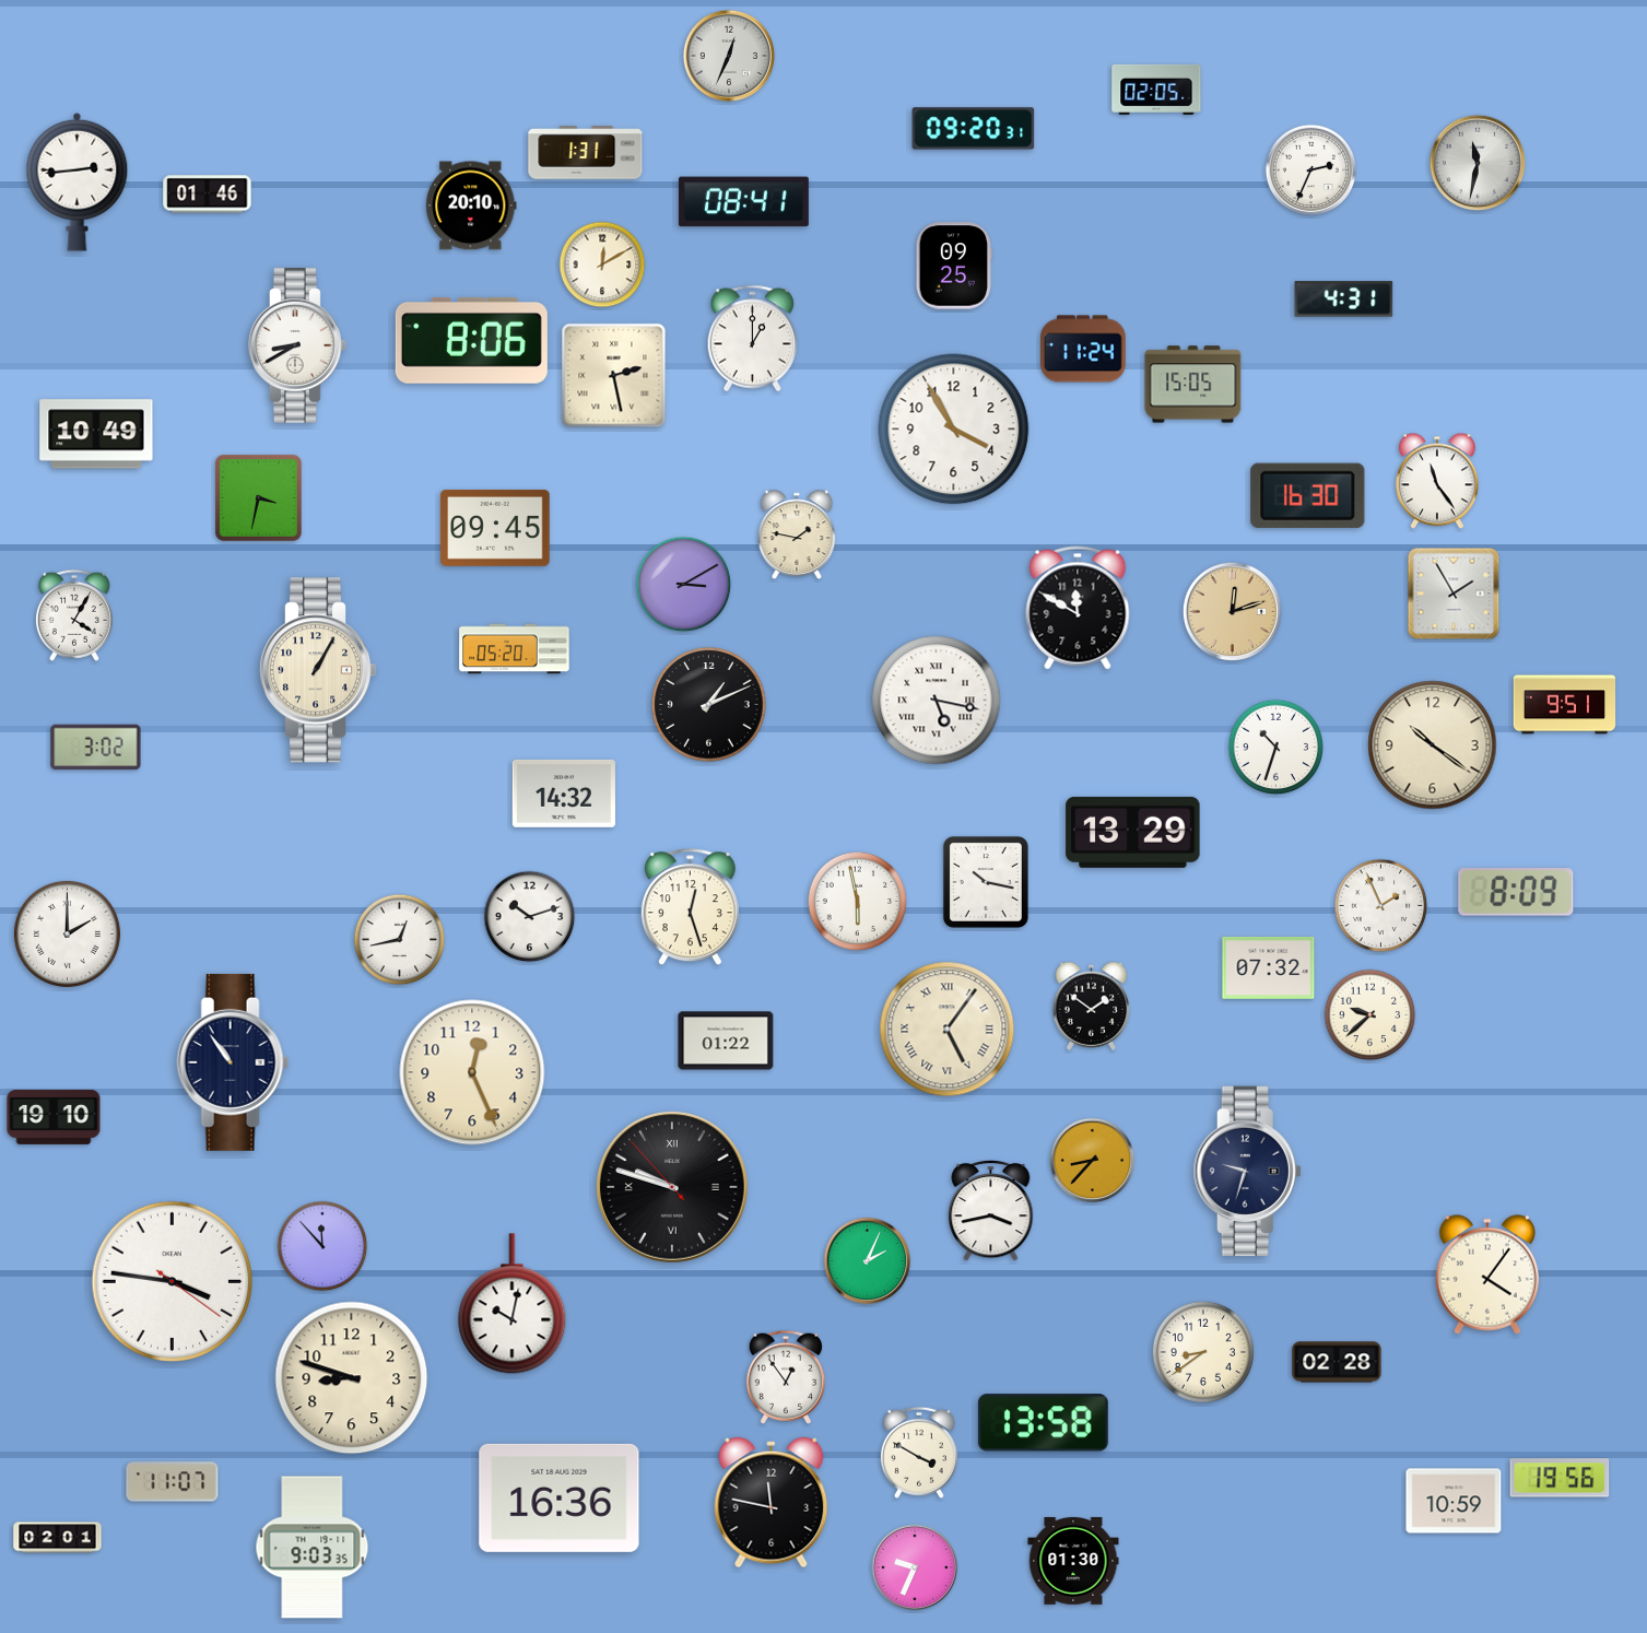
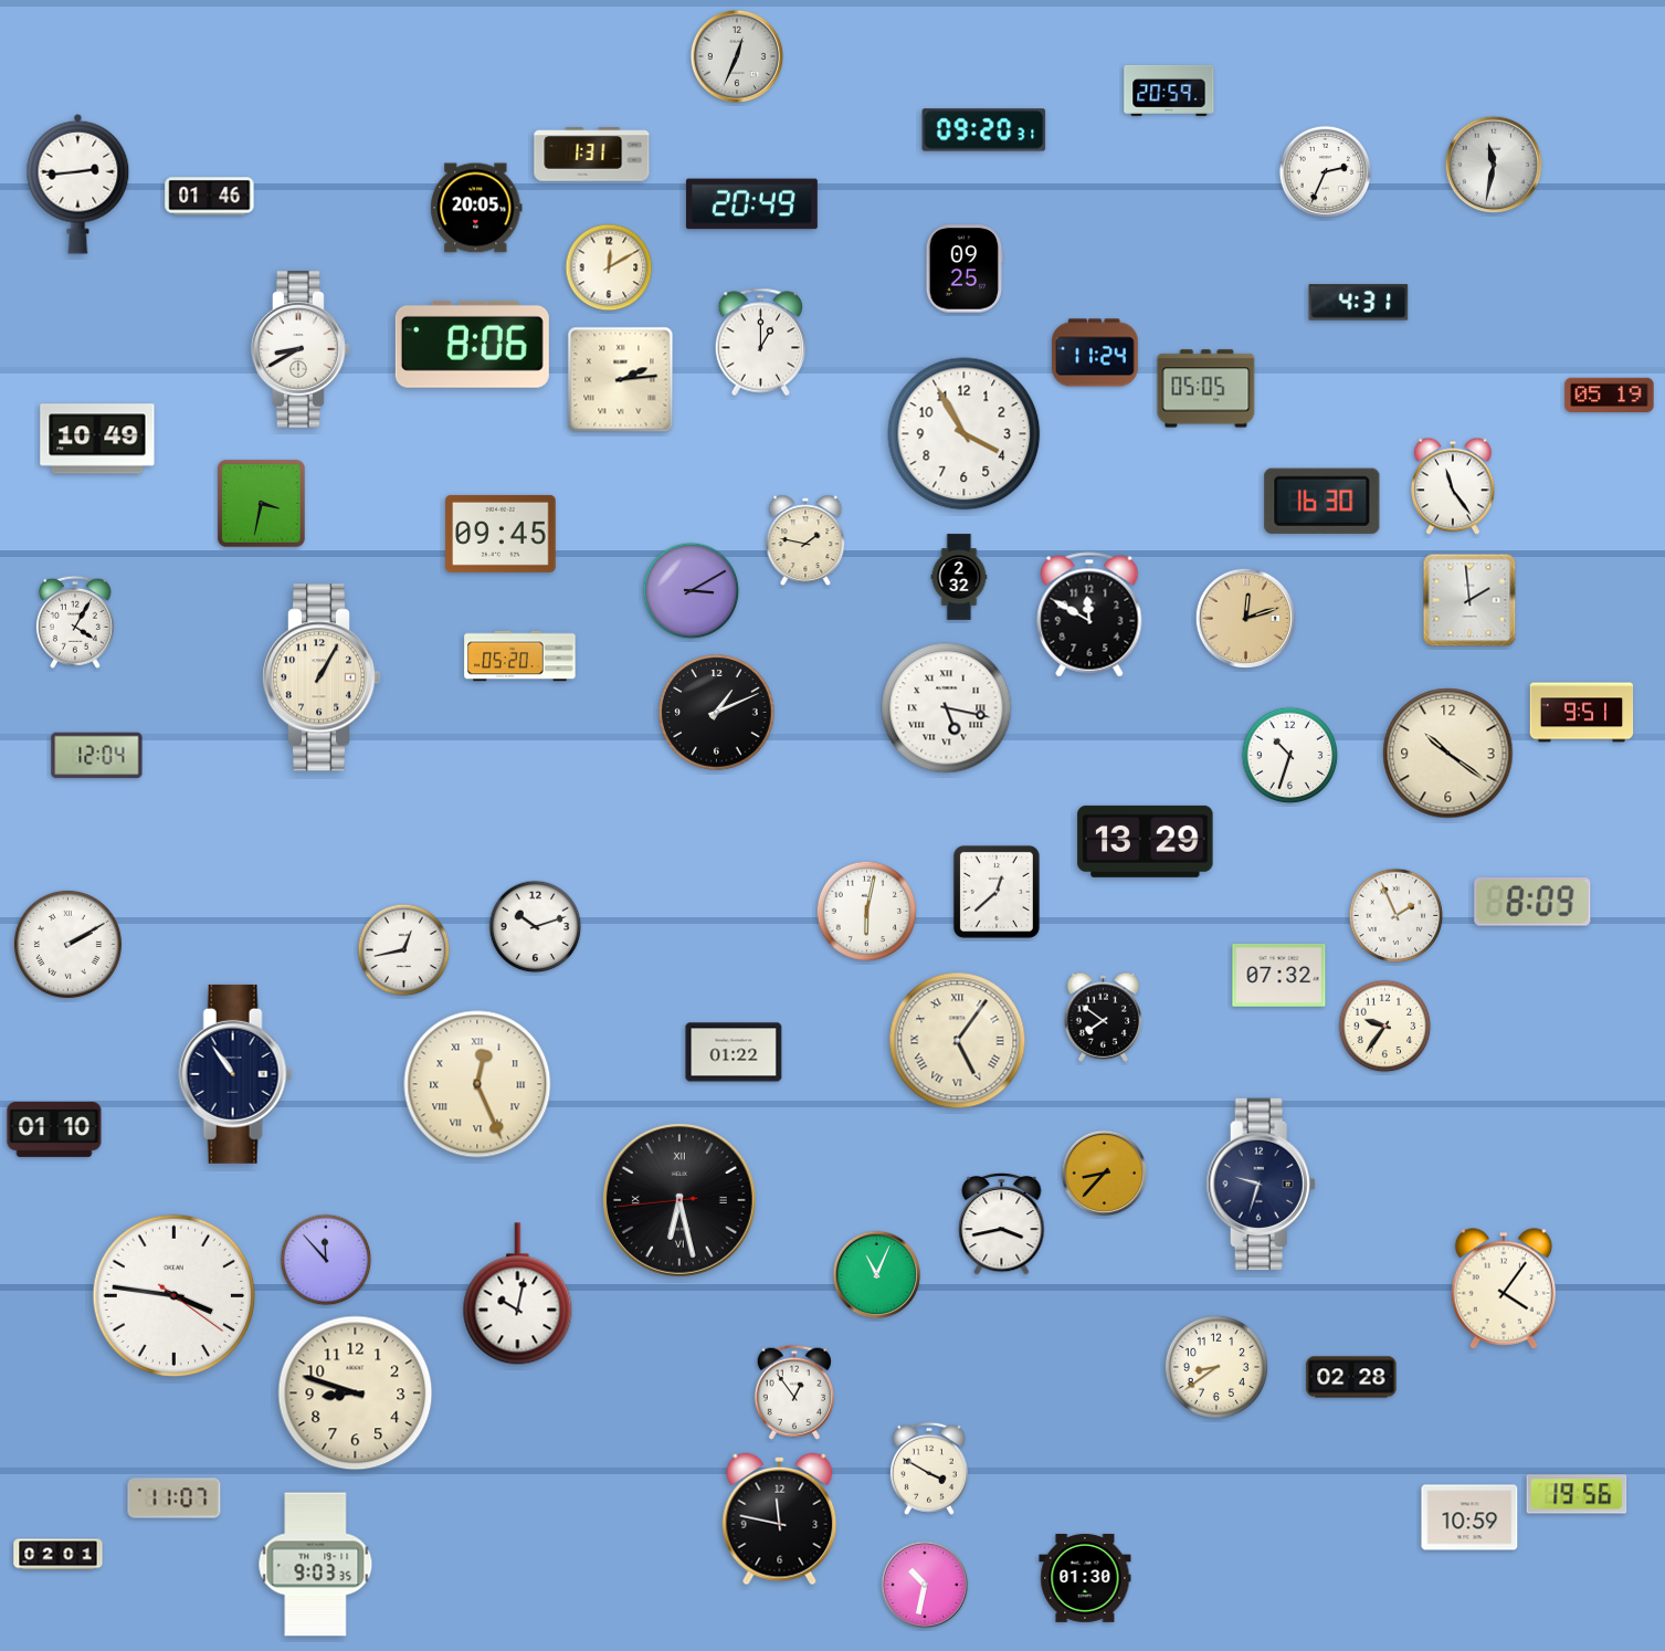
clock at (1156, 90): 02:05 -> 20:59
clock at (743, 202): 08:41 -> 20:49
clock at (471, 205): 20:10 -> 20:05
clock at (471, 340) position: (471, 340) -> (472, 344)
clock at (614, 376): 2:28 -> 2:14
clock at (1193, 385): 15:05 -> 05:05
clock at (1610, 396): none -> 05:19
clock at (959, 577): none -> 2:32
clock at (1454, 594): 1:55 -> 1:59
clock at (96, 748): 3:02 -> 12:04
clock at (564, 794): 14:32 -> none
clock at (986, 882): 10:17 -> 12:38
clock at (857, 901): 5:58 -> 6:02
clock at (690, 907): 12:27 -> none
clock at (67, 933): 2:00 -> 2:10
clock at (1269, 968) position: (1269, 968) -> (1279, 976)
clock at (1092, 1006): 1:51 -> 7:51
clock at (1370, 1015): 9:38 -> 9:36
clock at (472, 1072) numerals: Arabic -> Roman
clock at (54, 1117): 19:10 -> 01:10
clock at (672, 1187): 9:47 -> 6:27
clock at (868, 1261): 2:04 -> 11:04
clock at (513, 1304) position: (513, 1304) -> (518, 1294)
clock at (1043, 1423): 13:58 -> none
clock at (560, 1497): 16:36 -> none
clock at (915, 1567): 9:34 -> 10:32
